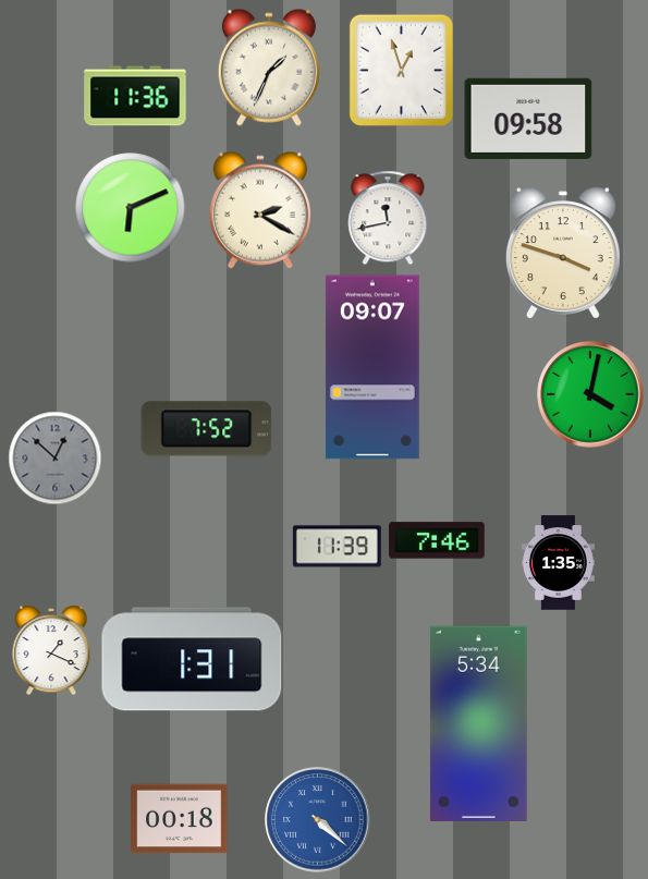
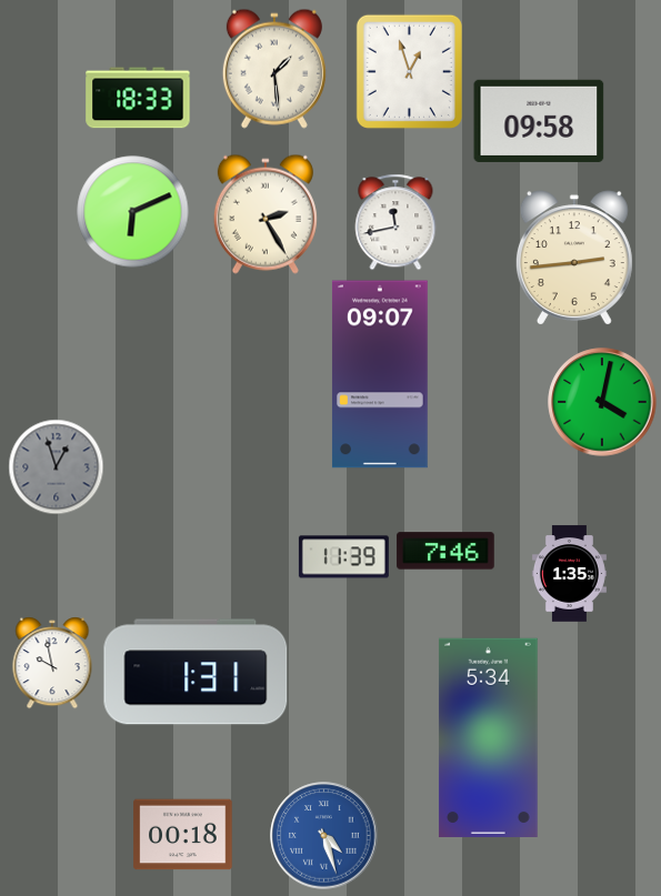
clock at (269, 68): 1:34 -> 1:29
clock at (135, 96): 11:36 -> 18:33
clock at (260, 210): 2:20 -> 2:25
clock at (563, 253): 3:48 -> 2:44
clock at (207, 429): 7:52 -> none
clock at (54, 457): 12:52 -> 12:57
clock at (51, 650): 1:19 -> 9:58
clock at (318, 820): 4:22 -> 4:27
